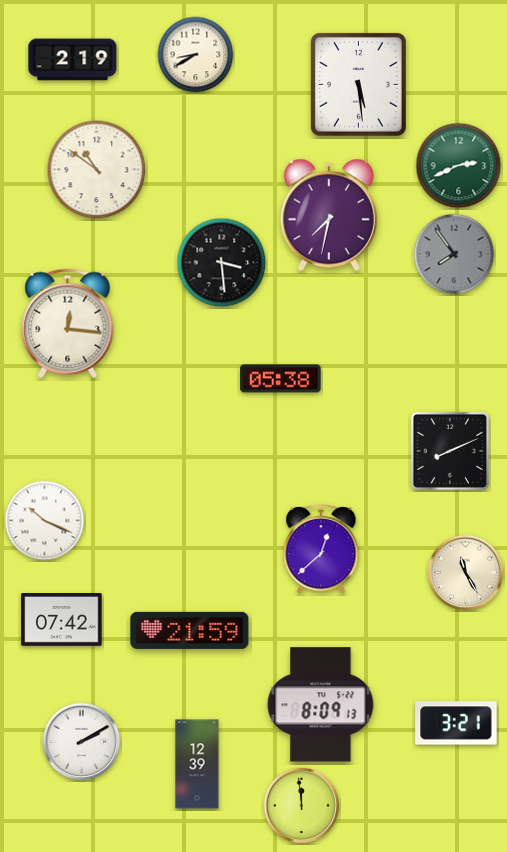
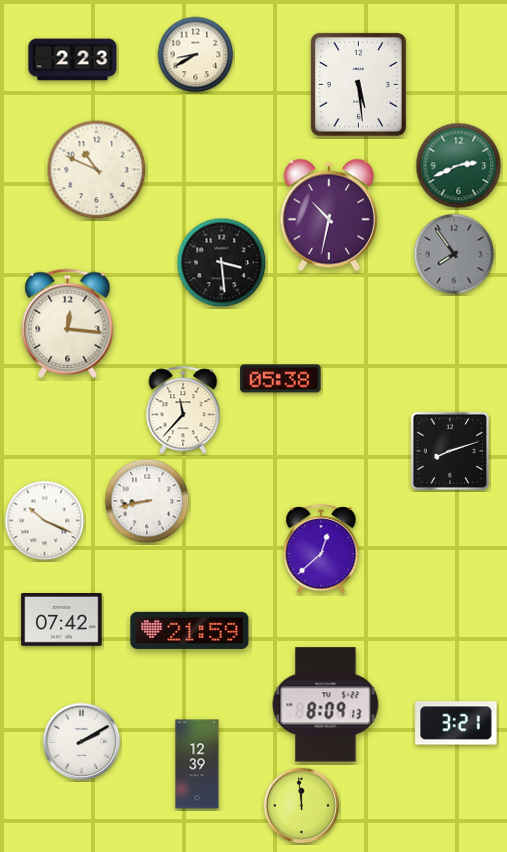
clock at (73, 60): 2:19 -> 2:23
clock at (97, 170): 10:51 -> 10:49
clock at (329, 215): 7:32 -> 10:32
clock at (183, 411): none -> 11:37
clock at (450, 451): 8:11 -> 8:12
clock at (147, 501): none -> 8:43
clock at (466, 573): 11:25 -> none
clock at (321, 705) position: (321, 705) -> (326, 705)
